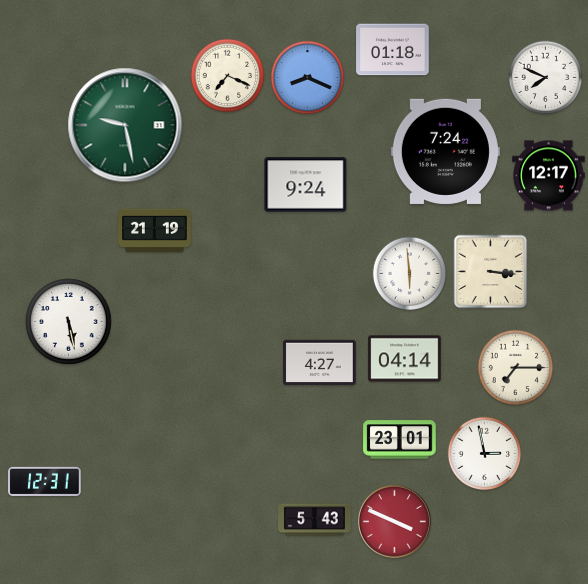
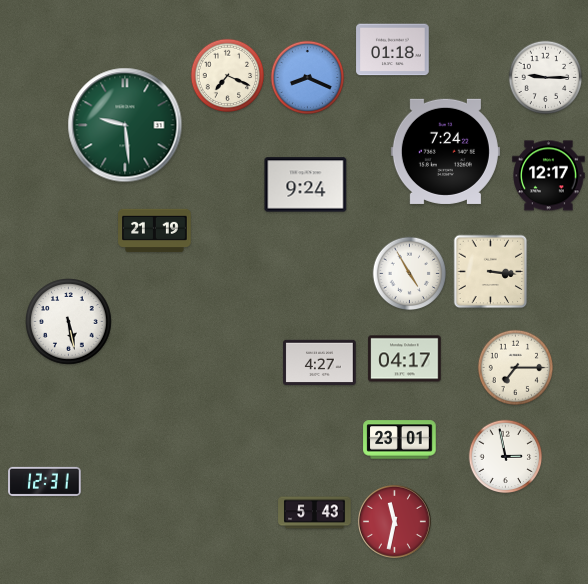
clock at (546, 78): 7:49 -> 9:15
clock at (125, 125): 9:28 -> 9:29
clock at (410, 274): 5:59 -> 4:55
clock at (405, 359): 04:14 -> 04:17
clock at (485, 454) position: (485, 454) -> (506, 457)
clock at (315, 520) position: (315, 520) -> (315, 513)
clock at (394, 521): 3:49 -> 11:32
